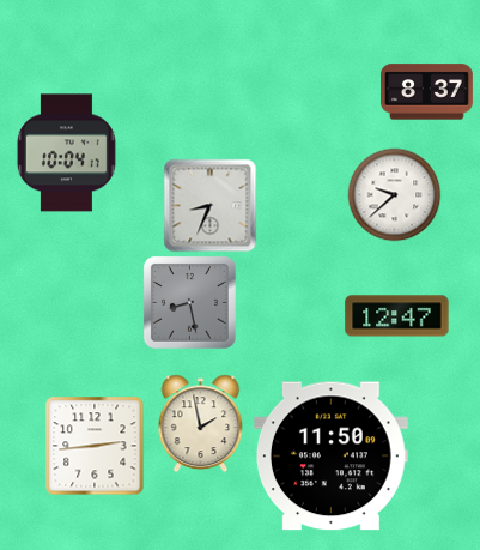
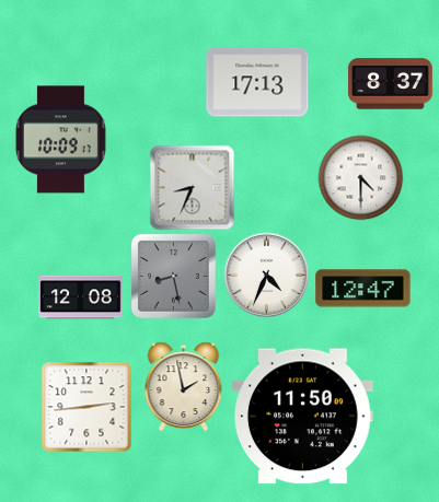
clock at (257, 82): none -> 17:13
clock at (66, 153): 10:04 -> 10:09
clock at (394, 194): 9:38 -> 4:30
clock at (266, 275): none -> 4:34
clock at (81, 297): none -> 12:08
